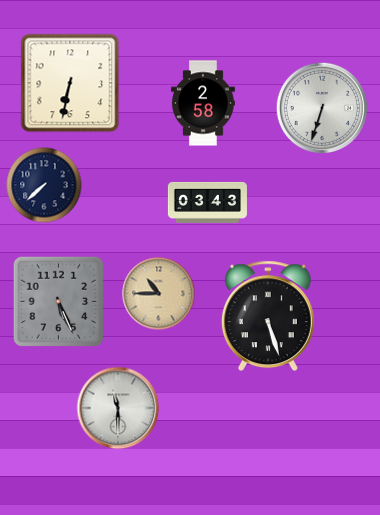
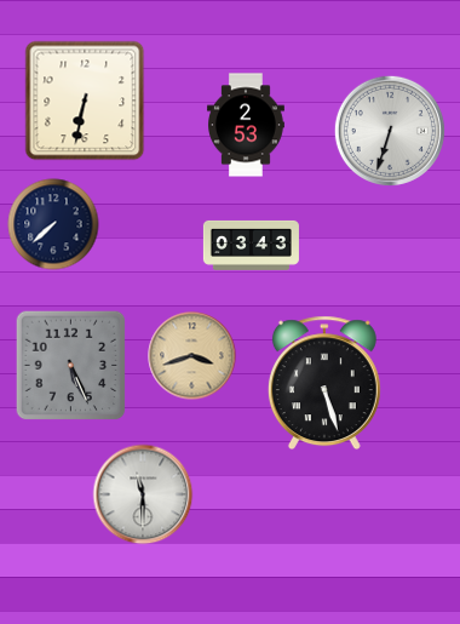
clock at (204, 103): 2:58 -> 2:53
clock at (159, 294): 10:45 -> 3:42
